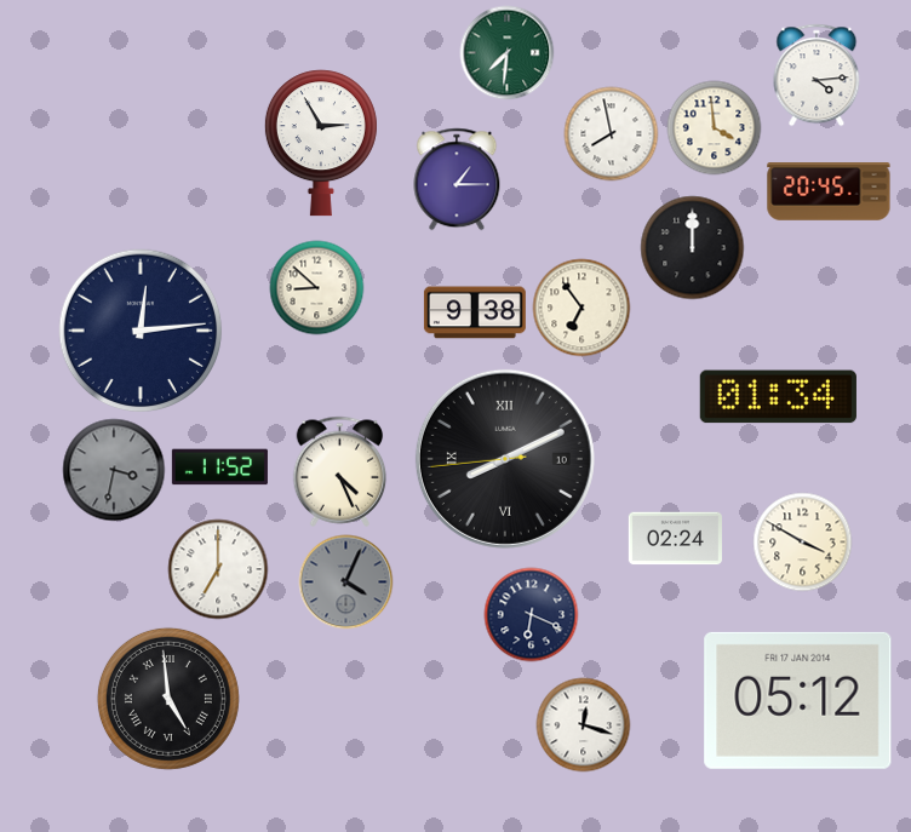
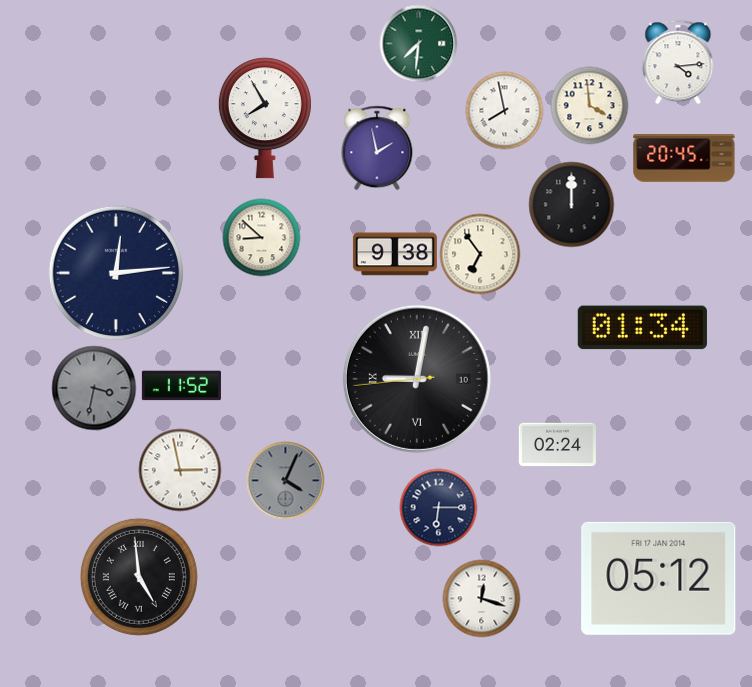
clock at (817, 75) position: (817, 75) -> (678, 62)
clock at (321, 143): 2:55 -> 7:55
clock at (457, 179): 1:15 -> 1:58
clock at (475, 312) position: (475, 312) -> (395, 254)
clock at (505, 459): 8:10 -> 9:01
clock at (340, 471): 4:26 -> none
clock at (802, 541): 3:50 -> none
clock at (218, 569): 7:00 -> 2:58
clock at (531, 614): 6:19 -> 6:15
